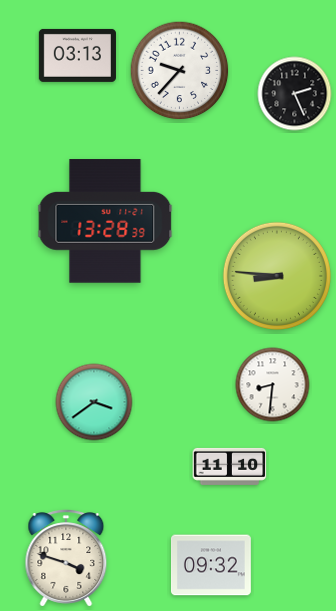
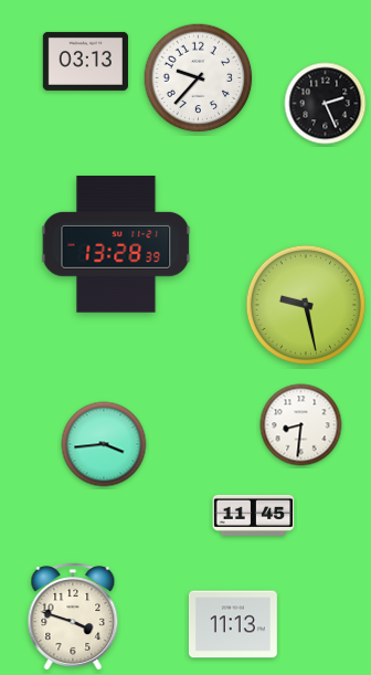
clock at (277, 276): 8:46 -> 9:28
clock at (94, 402): 3:39 -> 3:44
clock at (230, 466): 11:10 -> 11:45
clock at (211, 565): 09:32 -> 11:13
